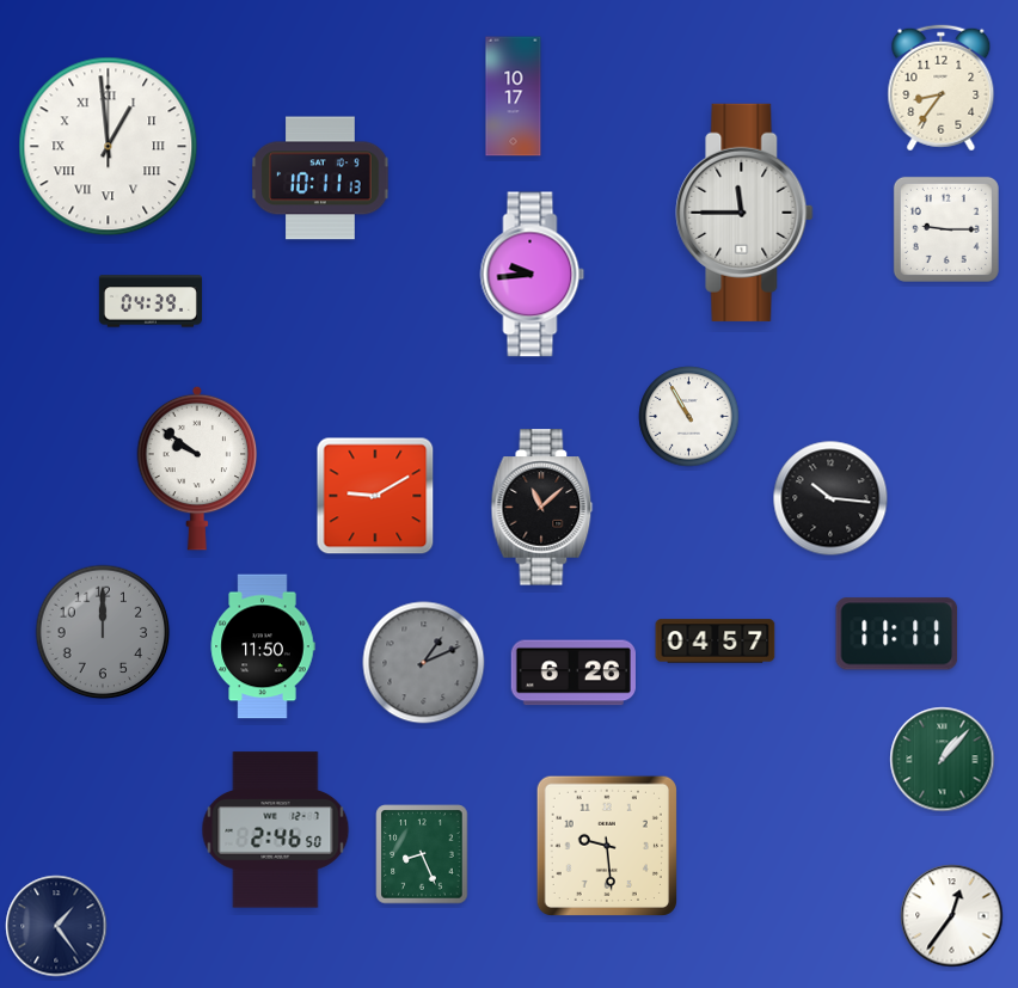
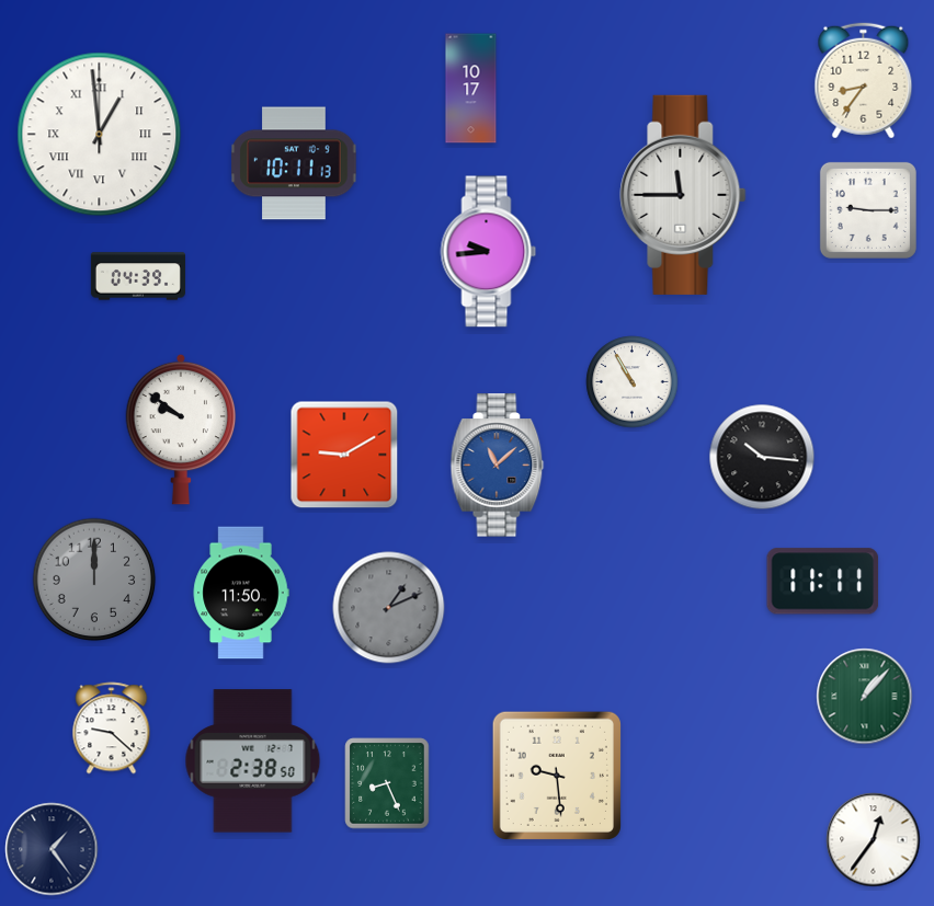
clock at (542, 508) dial: black -> blue
clock at (716, 642): 04:57 -> none
clock at (574, 673): 6:26 -> none
clock at (112, 729): none -> 9:22
clock at (276, 830): 2:46 -> 2:38
